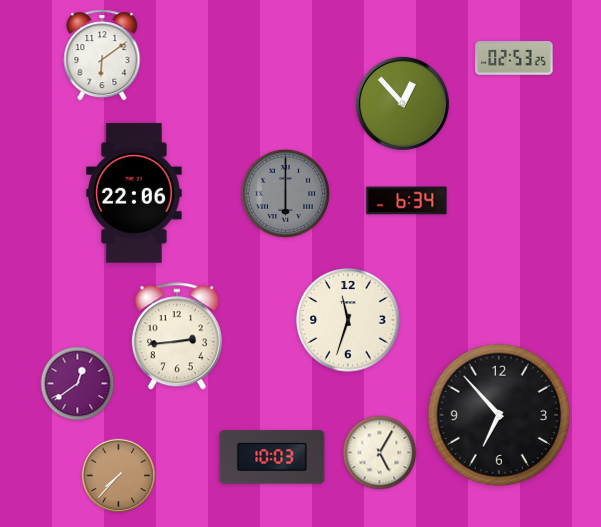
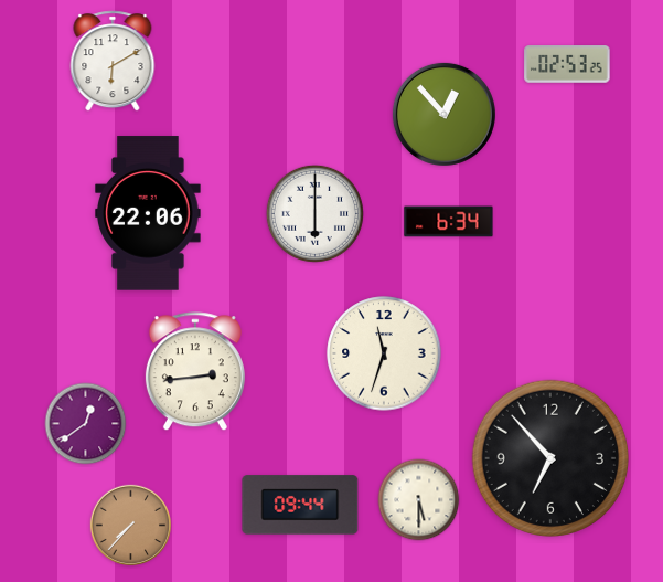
clock at (102, 55): 6:09 -> 6:10
clock at (285, 193) dial: grey -> white
clock at (380, 453): 5:05 -> 5:30
clock at (272, 457): 10:03 -> 09:44
